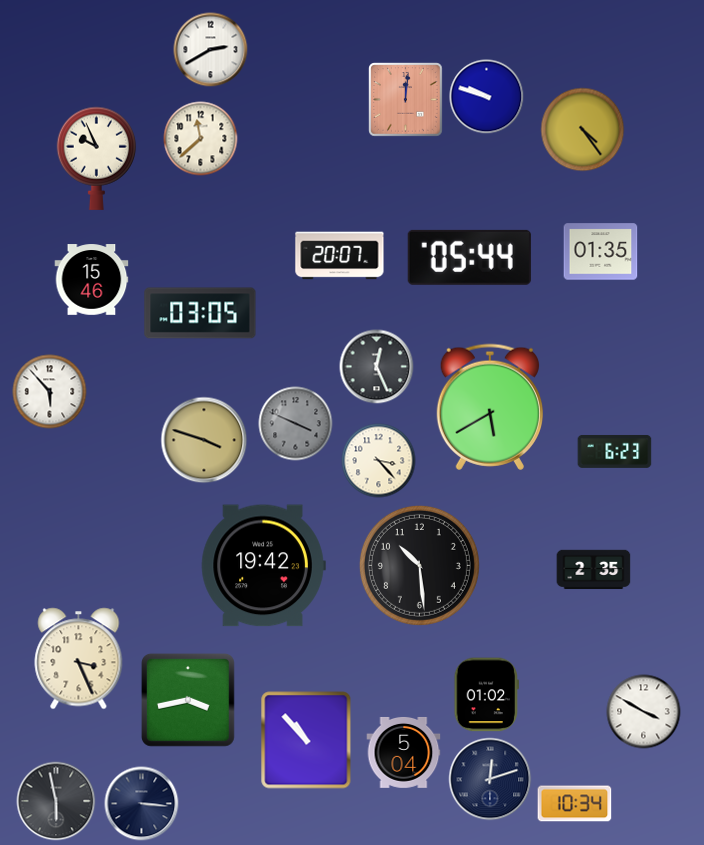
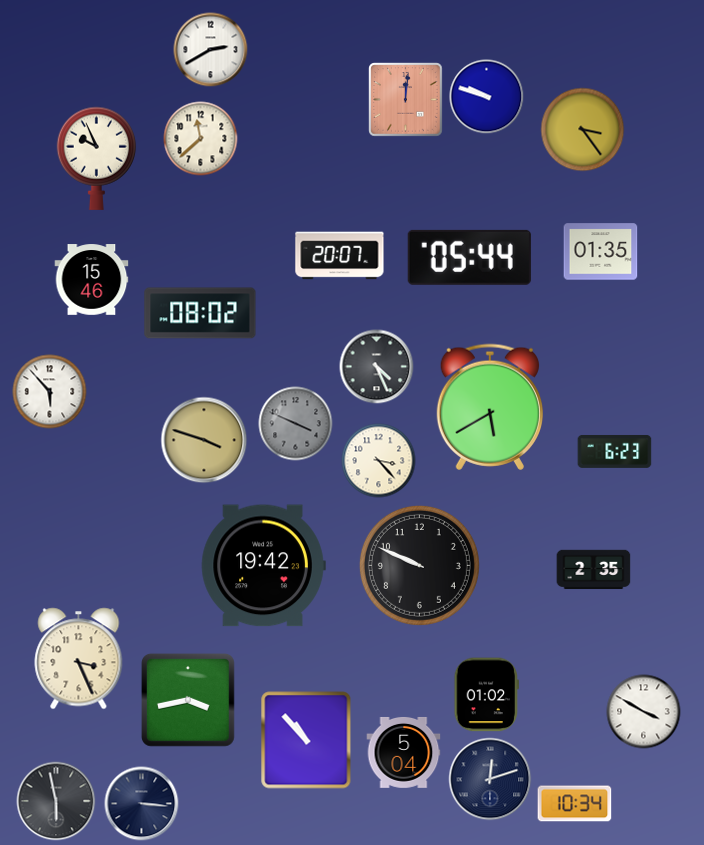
clock at (583, 130): 4:24 -> 3:24
clock at (200, 313): 03:05 -> 08:02
clock at (377, 367): 12:26 -> 4:26
clock at (419, 565): 10:29 -> 9:49
